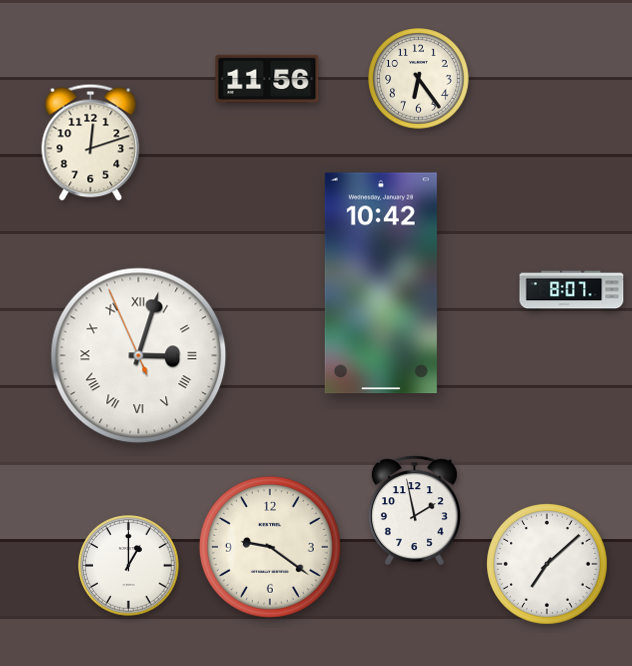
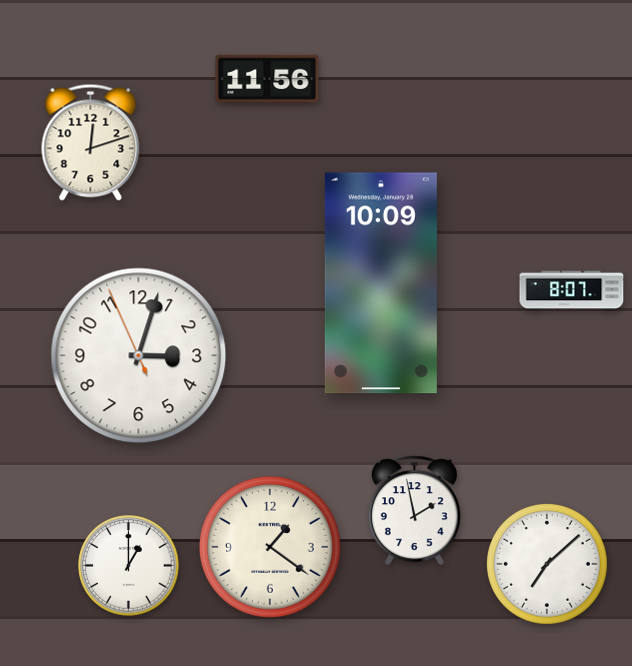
clock at (419, 79): 6:24 -> none
clock at (381, 283): 10:42 -> 10:09
clock at (139, 356) numerals: Roman -> Arabic
clock at (270, 547): 9:21 -> 1:21
